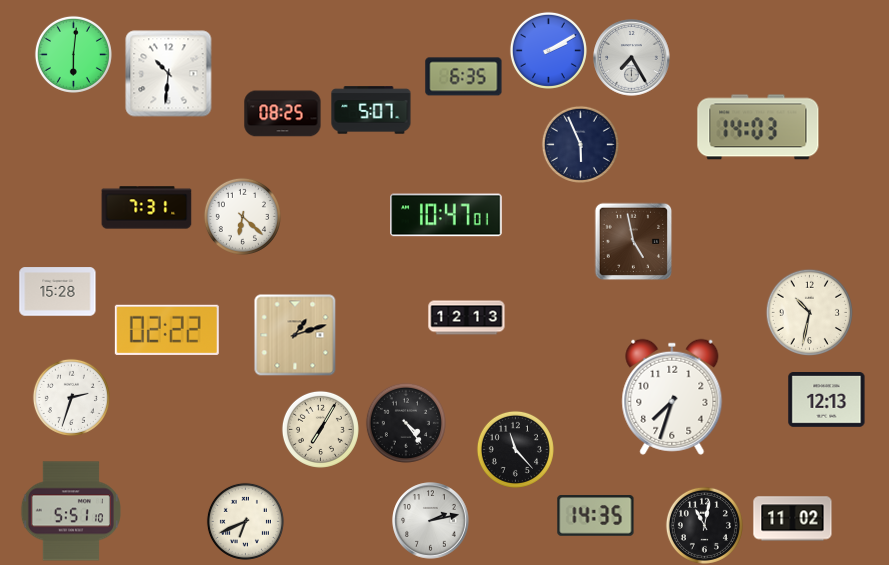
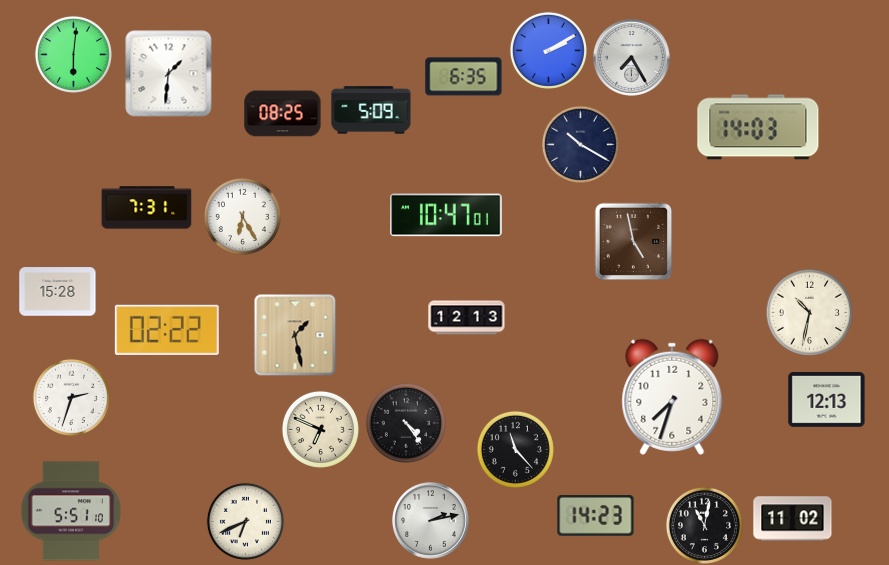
clock at (169, 74): 10:31 -> 1:31
clock at (371, 110): 5:07 -> 5:09
clock at (580, 144): 5:56 -> 10:20
clock at (242, 216): 6:22 -> 6:25
clock at (295, 335): 1:12 -> 1:28
clock at (320, 429): 7:05 -> 6:49
clock at (596, 516): 14:35 -> 14:23
